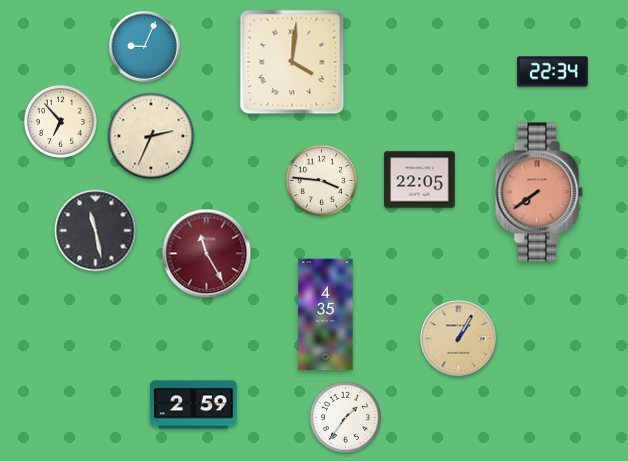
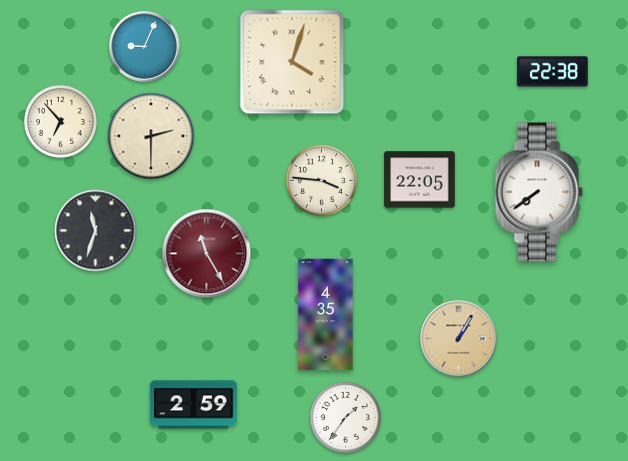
clock at (292, 62): 4:01 -> 4:03
clock at (553, 72): 22:34 -> 22:38
clock at (151, 136): 2:34 -> 2:30
clock at (539, 192) dial: salmon -> white
clock at (96, 231): 11:28 -> 11:33
